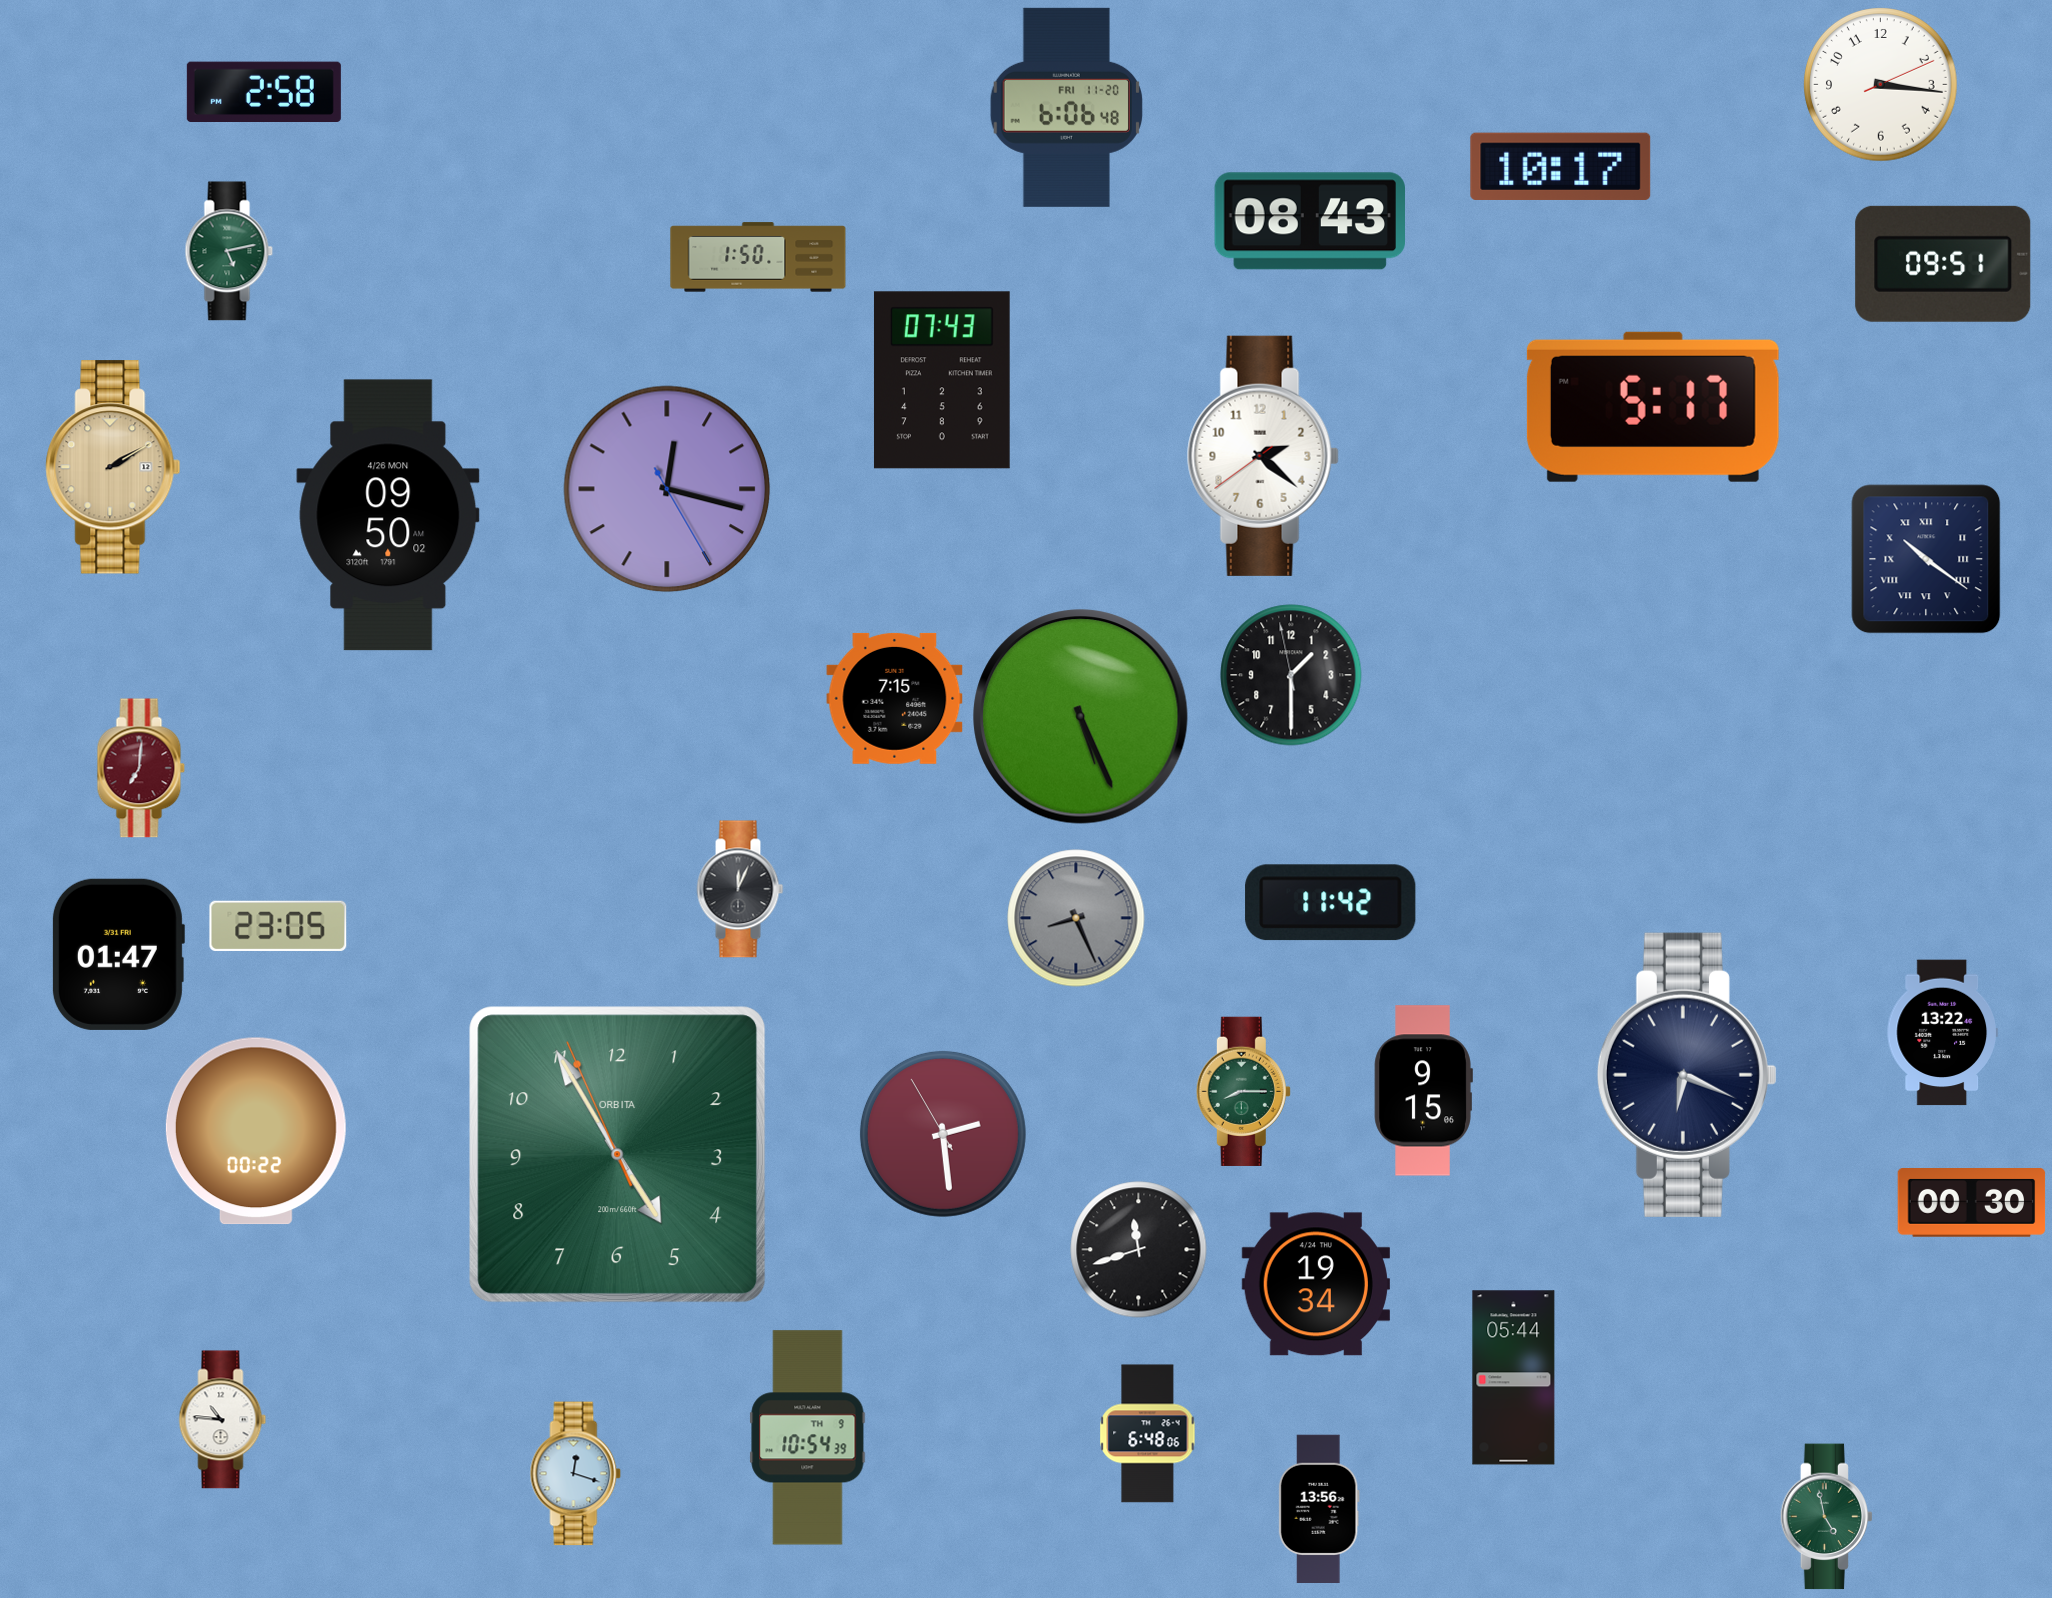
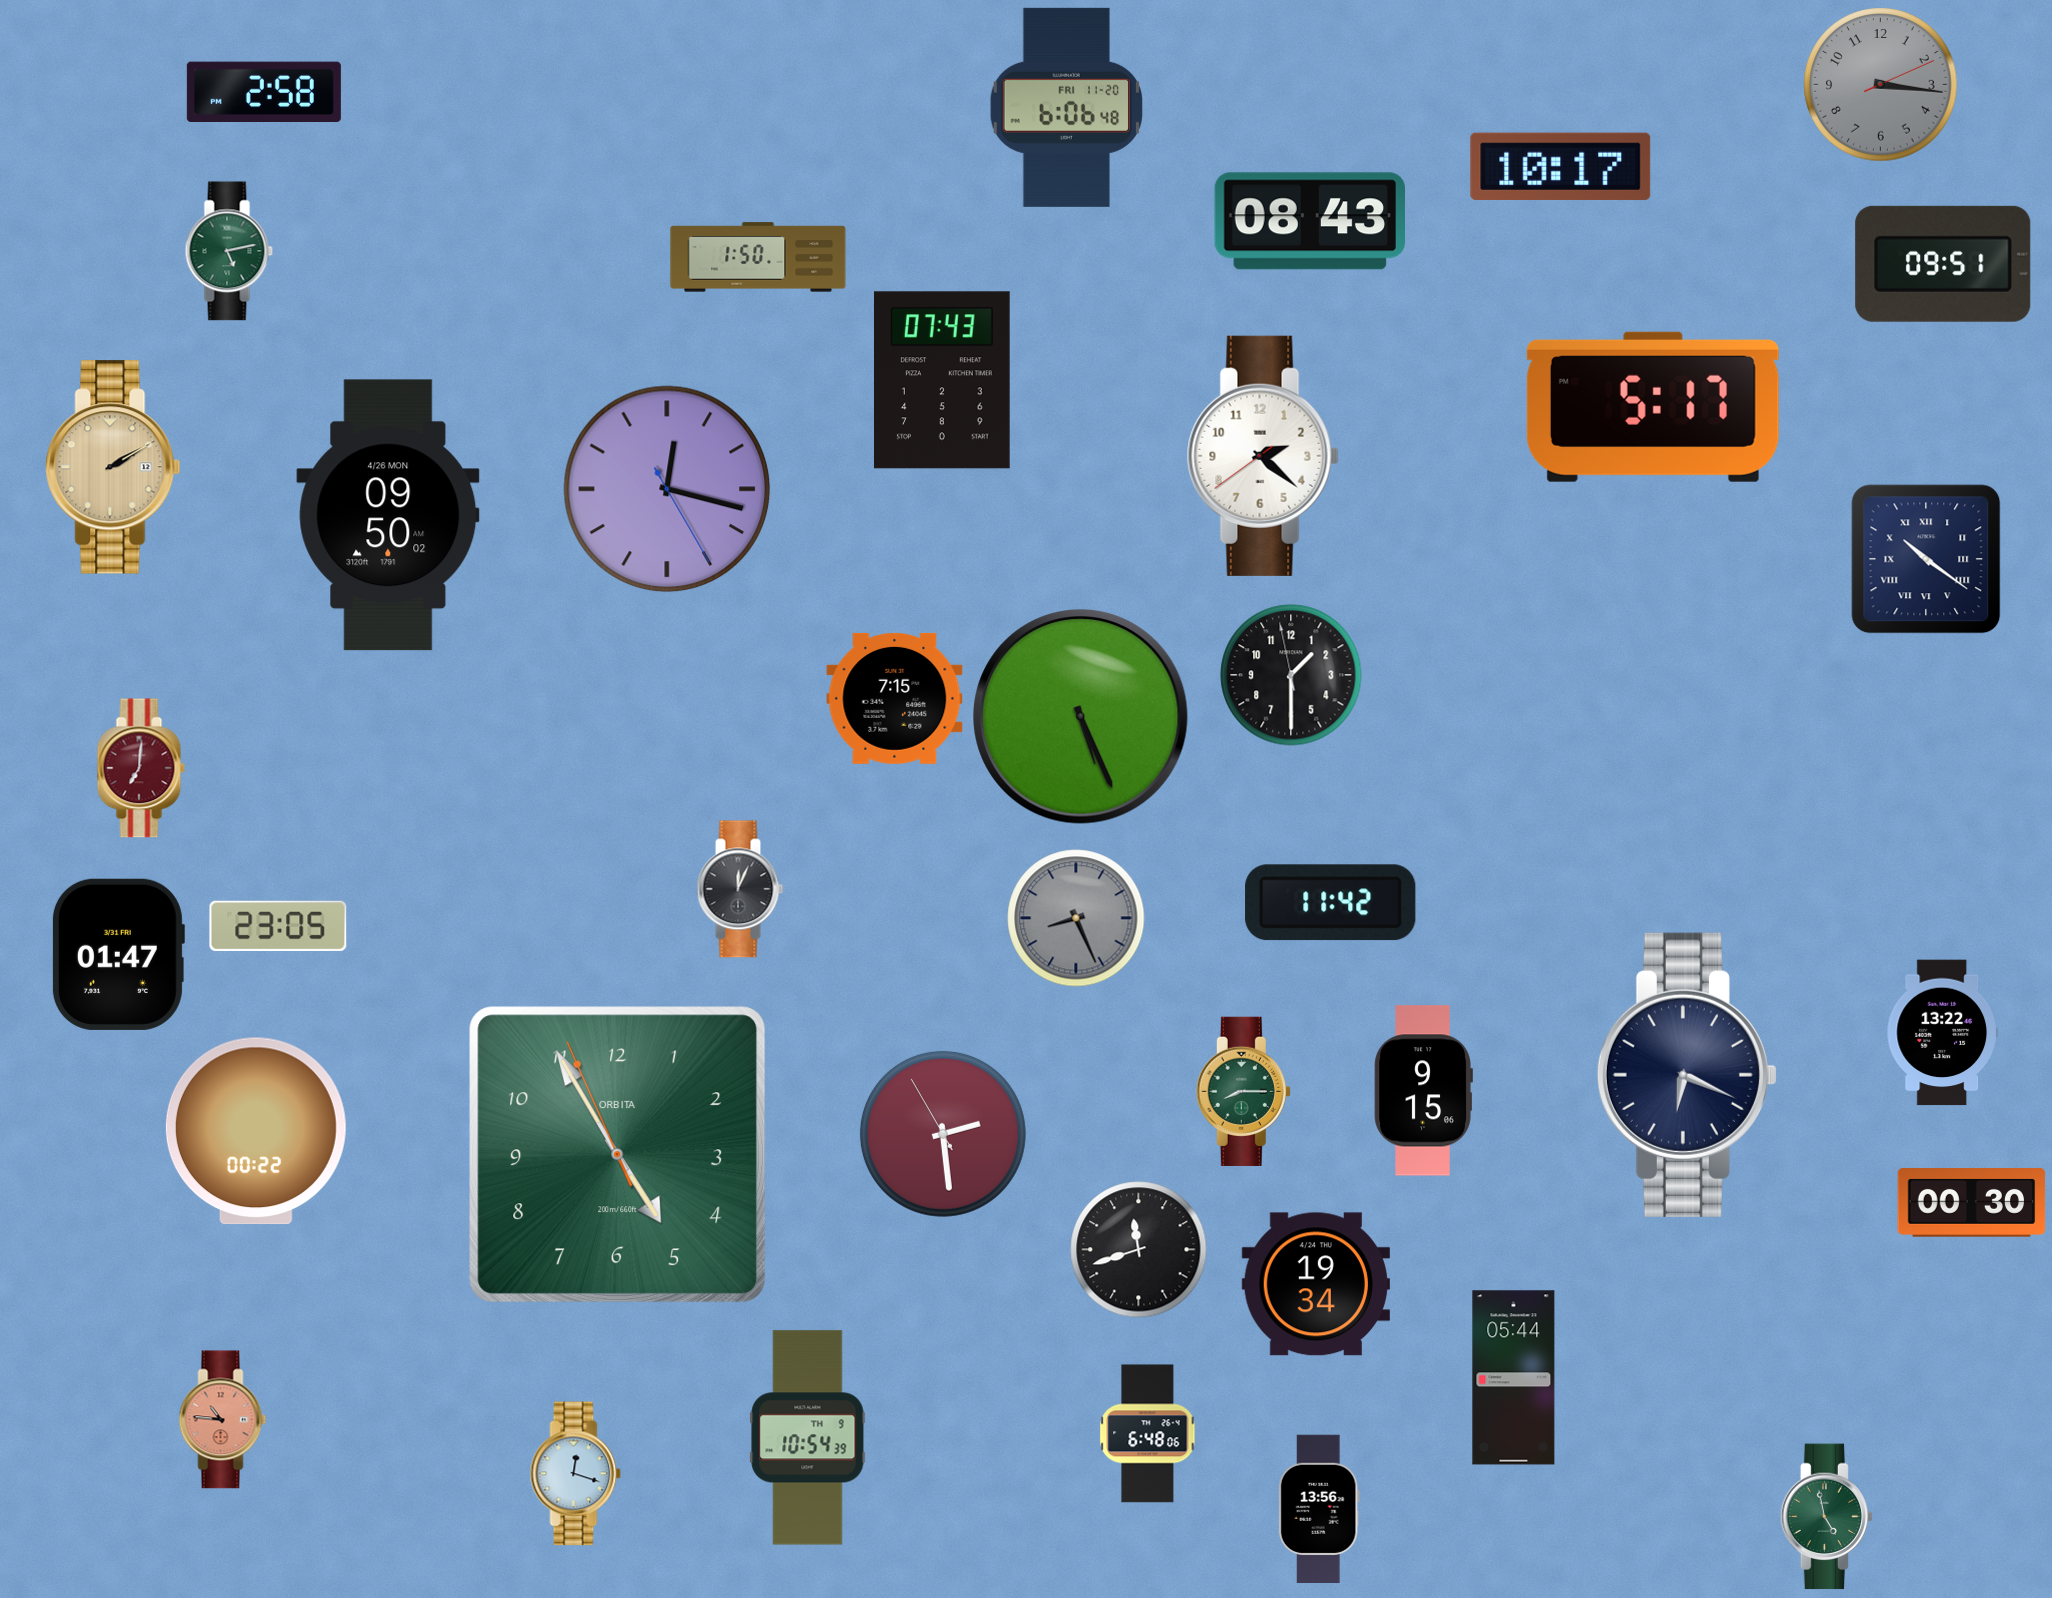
clock at (1881, 85) dial: white -> grey
clock at (223, 1420) dial: white -> salmon
